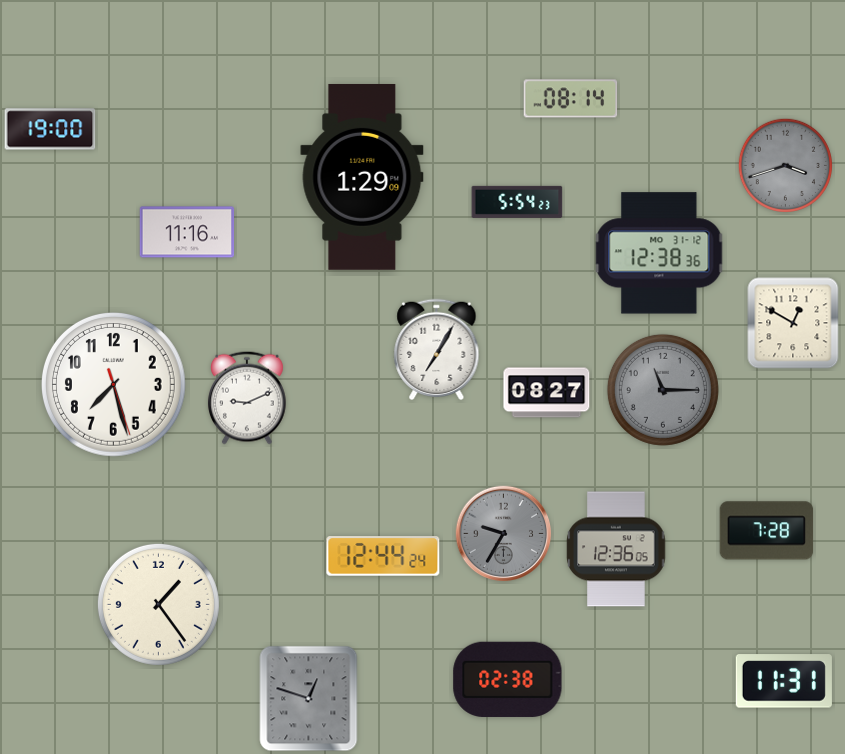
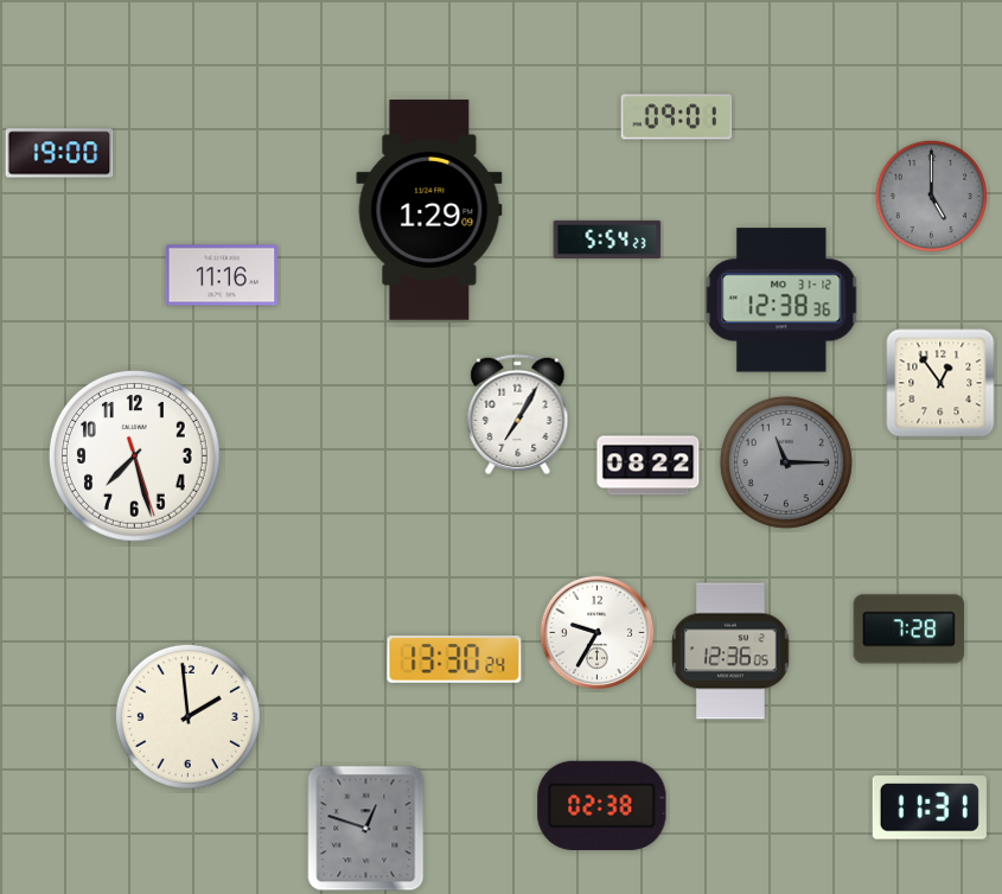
clock at (571, 99): 08:14 -> 09:01
clock at (785, 165): 3:42 -> 5:00
clock at (517, 202) position: (517, 202) -> (607, 240)
clock at (793, 323): 12:50 -> 12:54
clock at (547, 393): 08:27 -> 08:22
clock at (247, 398): 9:11 -> none
clock at (504, 534) dial: grey -> white
clock at (383, 556): 12:44 -> 13:30
clock at (158, 604): 1:24 -> 1:59
